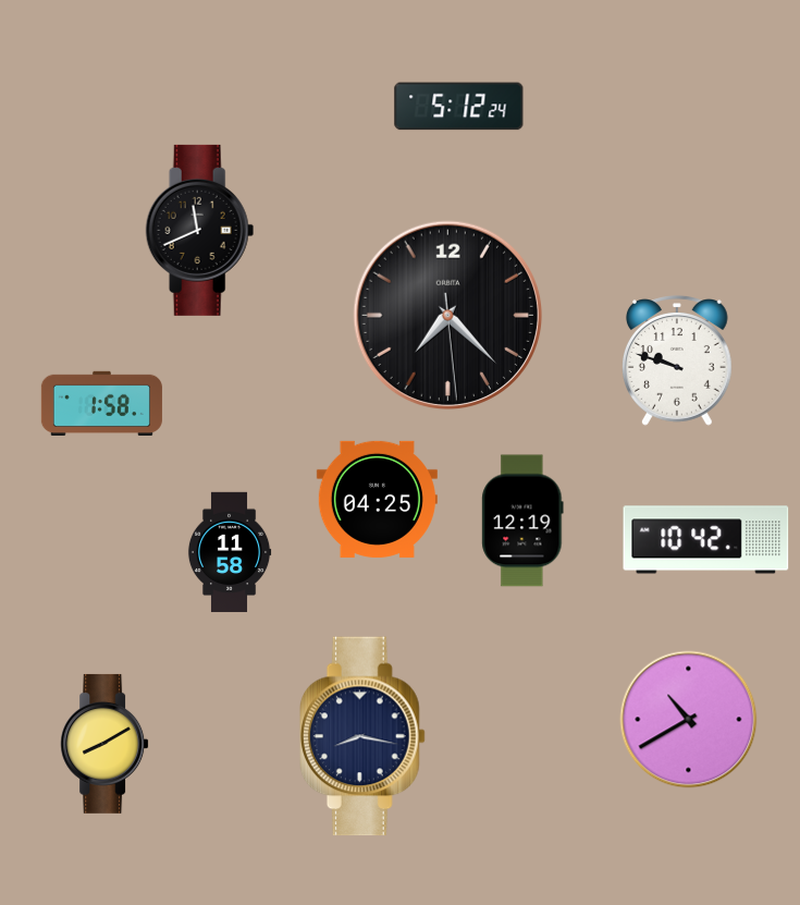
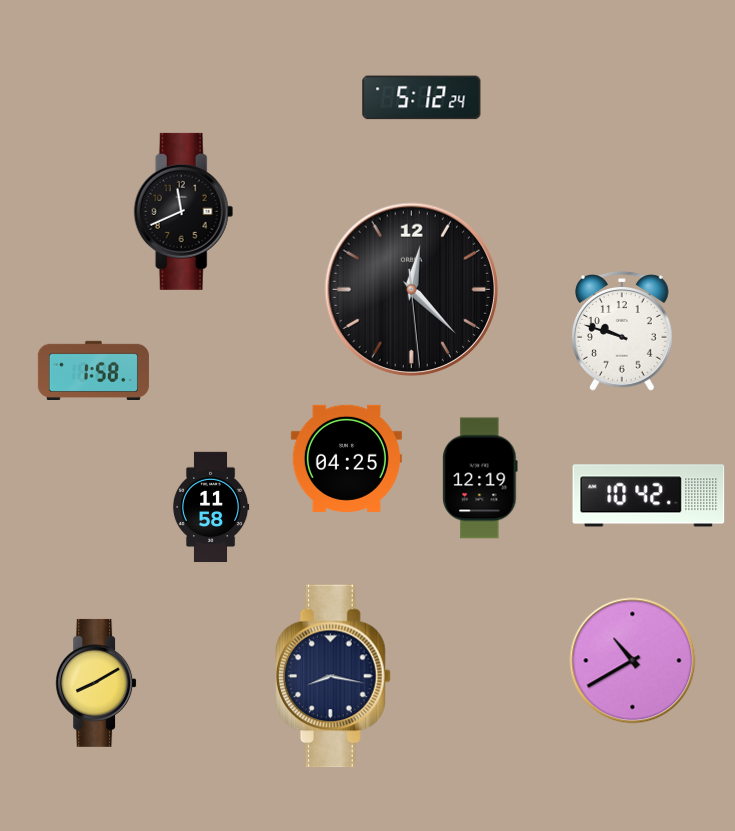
clock at (448, 316): 7:22 -> 12:22
